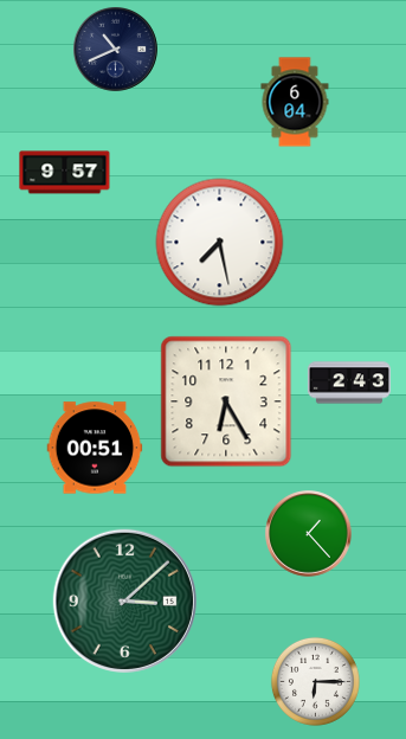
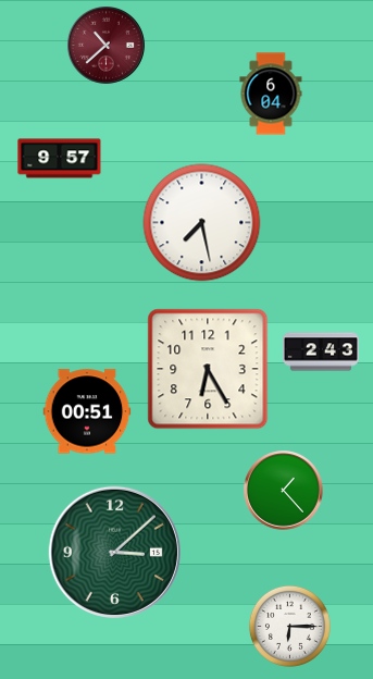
clock at (116, 50): 10:41 -> 10:38
clock at (116, 50) dial: navy -> burgundy
